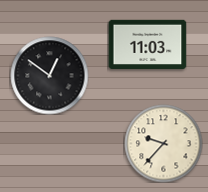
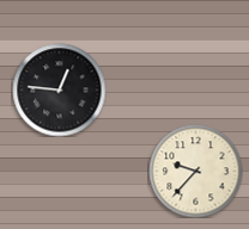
clock at (147, 45): 11:03 -> none
clock at (49, 75): 12:51 -> 12:46
